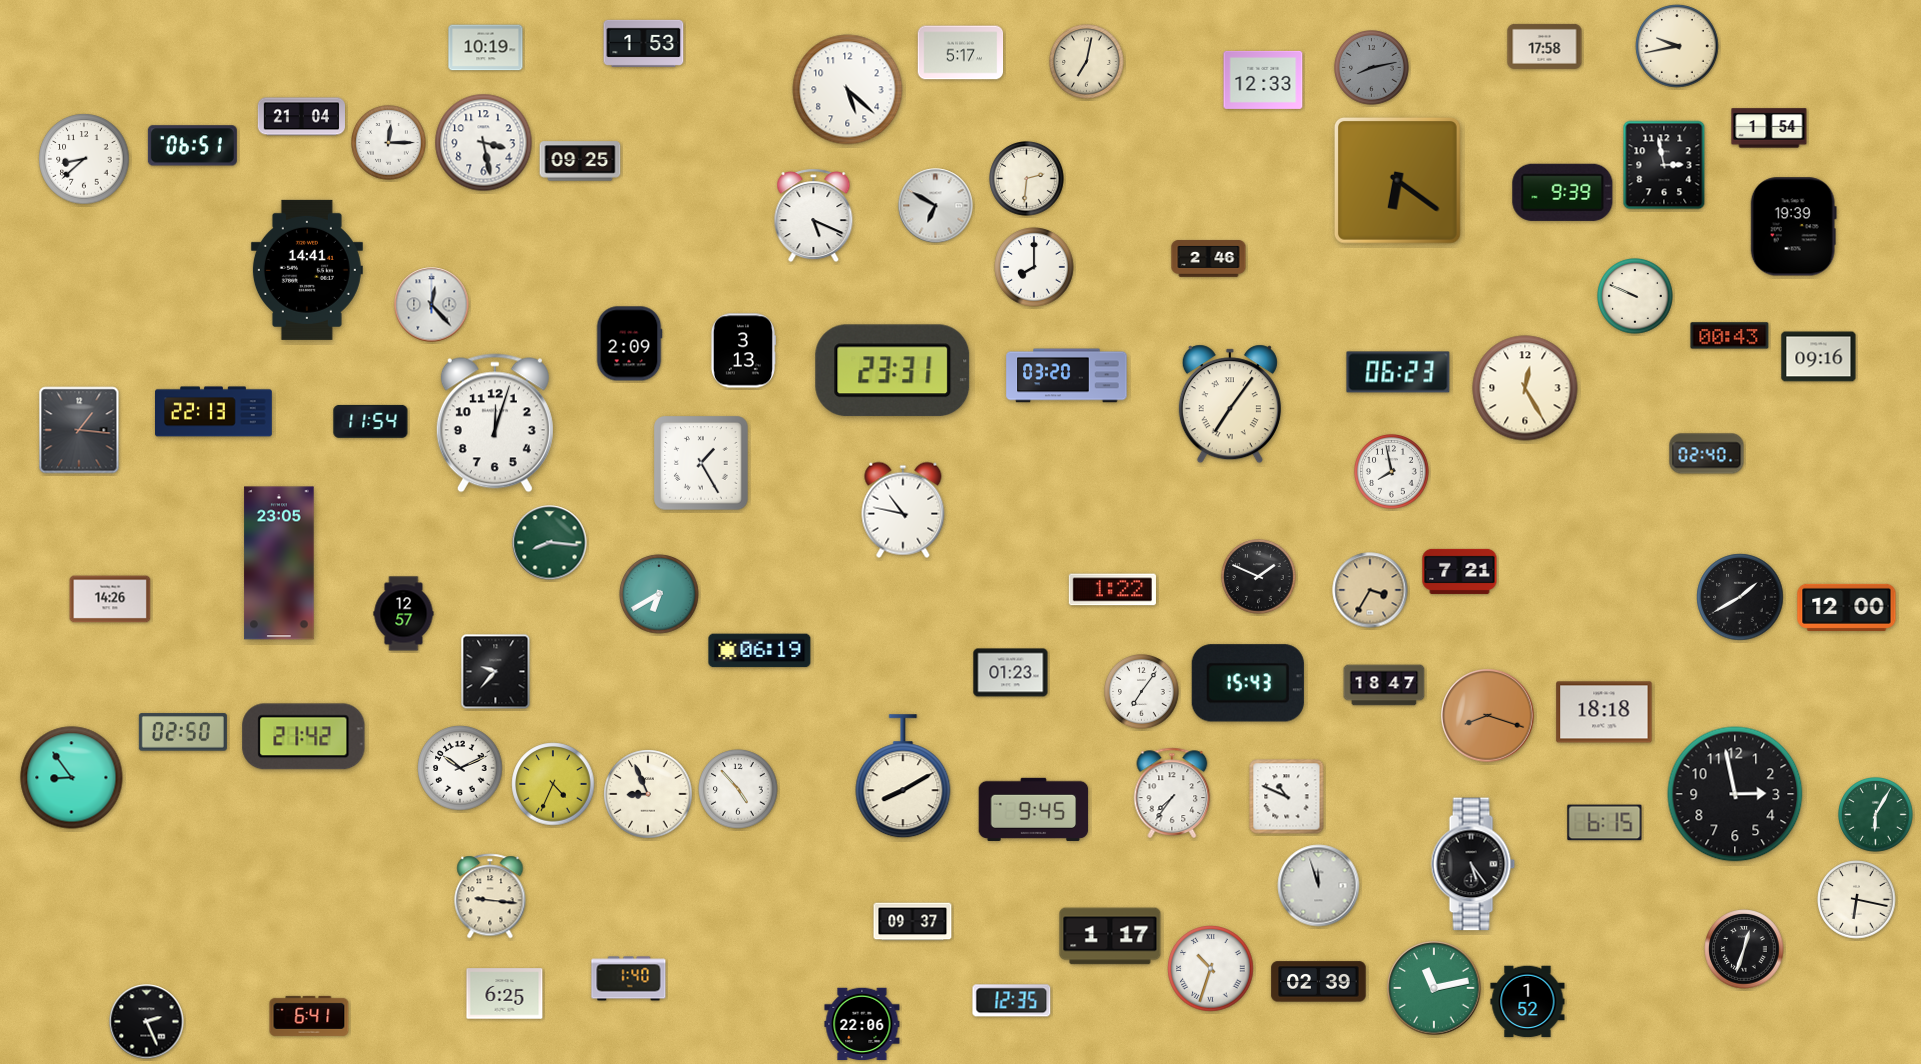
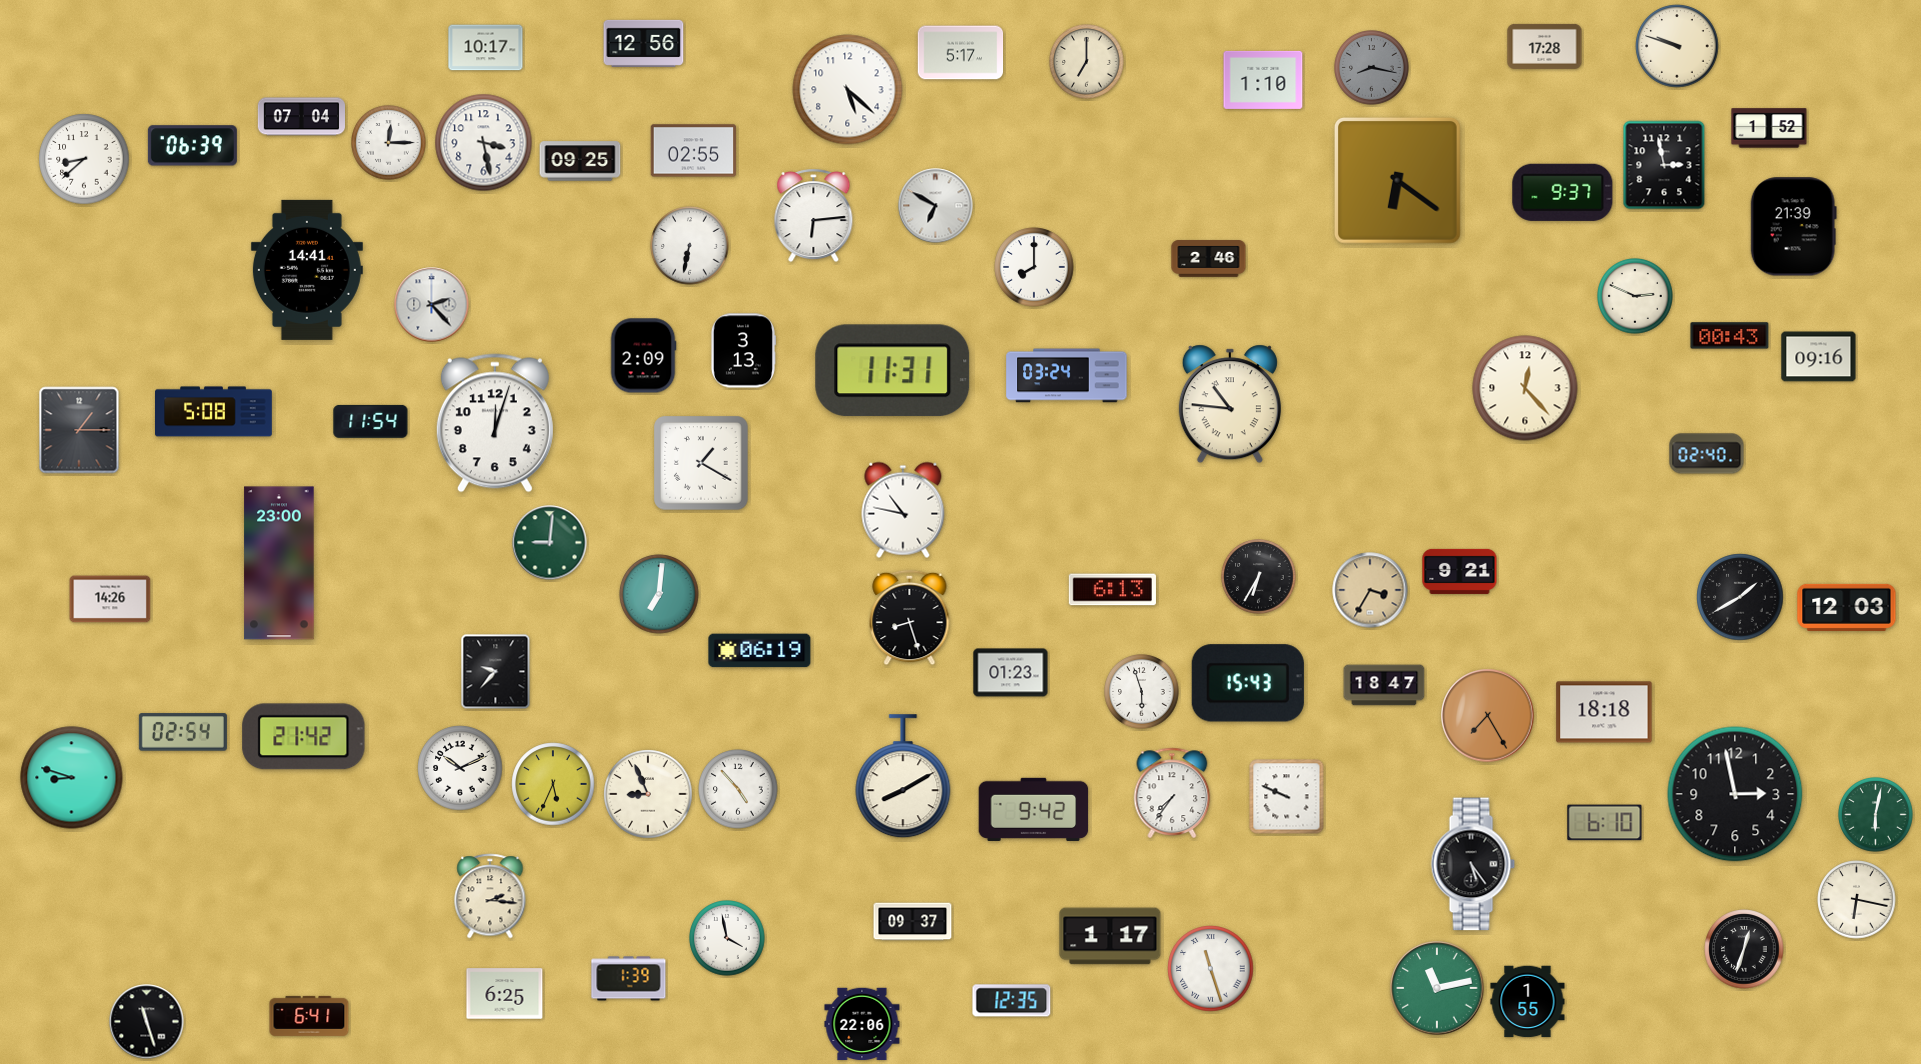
clock at (644, 43): 1:53 -> 12:56
clock at (1545, 46): 17:58 -> 17:28
clock at (1677, 46): 9:43 -> 9:48
clock at (486, 48): 10:19 -> 10:17
clock at (1087, 62): 7:02 -> 7:00
clock at (1372, 68): 8:13 -> 8:17
clock at (1263, 80): 12:33 -> 1:10
clock at (301, 117): 21:04 -> 07:04
clock at (1769, 128): 1:54 -> 1:52
clock at (192, 146): 06:51 -> 06:39
clock at (694, 151): none -> 02:55
clock at (1027, 179): 2:31 -> none
clock at (1563, 192): 9:39 -> 9:37
clock at (814, 216): 5:19 -> 6:14
clock at (1793, 227): 19:39 -> 21:39
clock at (690, 246): none -> 6:32
clock at (1635, 296): 9:49 -> 2:49
clock at (432, 305): 12:23 -> 2:23
clock at (629, 344) position: (629, 344) -> (643, 356)
clock at (893, 371): 23:31 -> 11:31
clock at (1398, 372): 06:23 -> none
clock at (1067, 376): 03:20 -> 03:24
clock at (1525, 388): 12:25 -> 12:23
clock at (1230, 404): 7:06 -> 10:46
clock at (214, 412): 22:13 -> 5:08
clock at (79, 430): 1:16 -> 1:15
clock at (701, 463): 1:25 -> 1:20
clock at (1392, 472): 7:58 -> none
clock at (550, 543): 8:16 -> 9:01
clock at (279, 563): 23:05 -> 23:00
clock at (1460, 571): 7:21 -> 9:21
clock at (1259, 577): 1:49 -> 6:35
clock at (1112, 590): 1:22 -> 6:13
clock at (659, 594): 6:40 -> 7:01
clock at (1847, 607): 12:00 -> 12:03
clock at (404, 614): 12:57 -> none
clock at (910, 618): none -> 8:27
clock at (1142, 692): 7:06 -> 5:57
clock at (1488, 716): 8:18 -> 7:25
clock at (183, 732): 02:50 -> 02:54
clock at (72, 778): 8:54 -> 8:48
clock at (553, 784): 4:34 -> 5:34
clock at (1287, 797): 10:49 -> 9:49
clock at (1034, 809): 9:45 -> 9:42
clock at (1876, 815): 6:05 -> 6:02
clock at (1605, 823): 6:15 -> 6:10
clock at (1319, 886): 11:57 -> none
clock at (490, 896): 9:16 -> 2:16
clock at (727, 938): none -> 3:58
clock at (1211, 969): 10:33 -> 11:27
clock at (629, 979): 1:40 -> 1:39
clock at (1319, 982): 02:39 -> none
clock at (1434, 988) position: (1434, 988) -> (1437, 988)
clock at (1528, 1002): 1:52 -> 1:55
clock at (147, 1022): 2:26 -> 11:27
